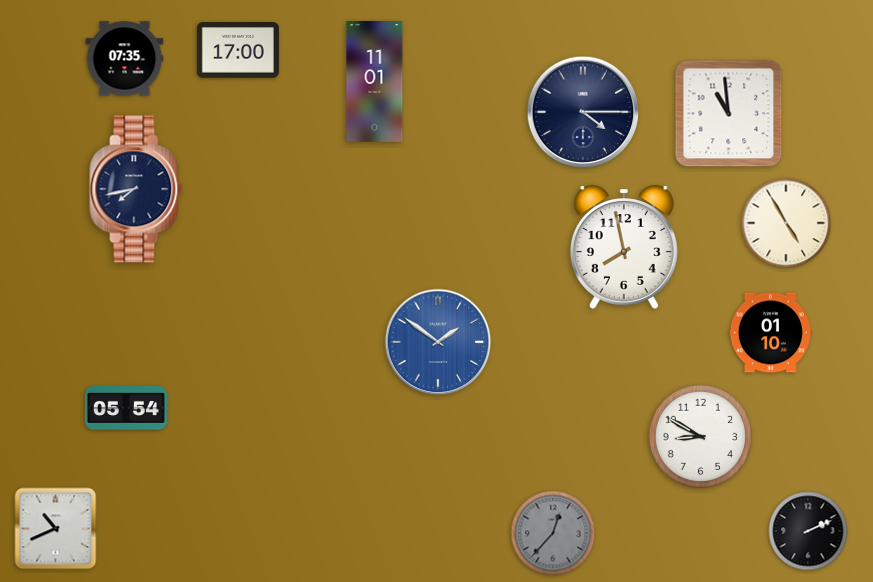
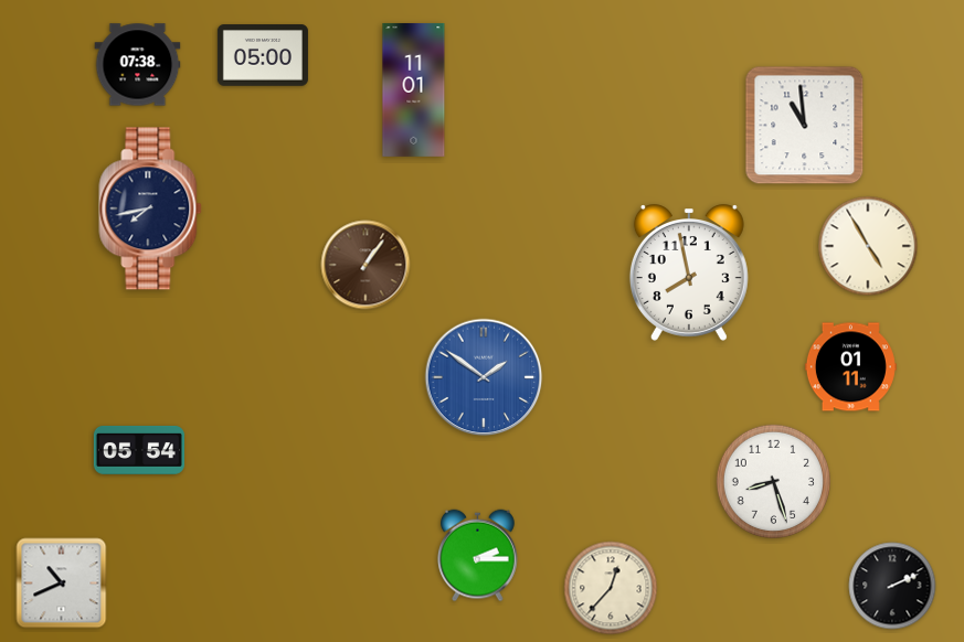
clock at (238, 50): 17:00 -> 05:00
clock at (125, 59): 07:35 -> 07:38
clock at (583, 112): 4:15 -> none
clock at (366, 265): none -> 1:06
clock at (770, 333): 01:10 -> 01:11
clock at (700, 436): 8:50 -> 8:27
clock at (478, 556): none -> 2:15
clock at (553, 533) dial: grey -> cream
